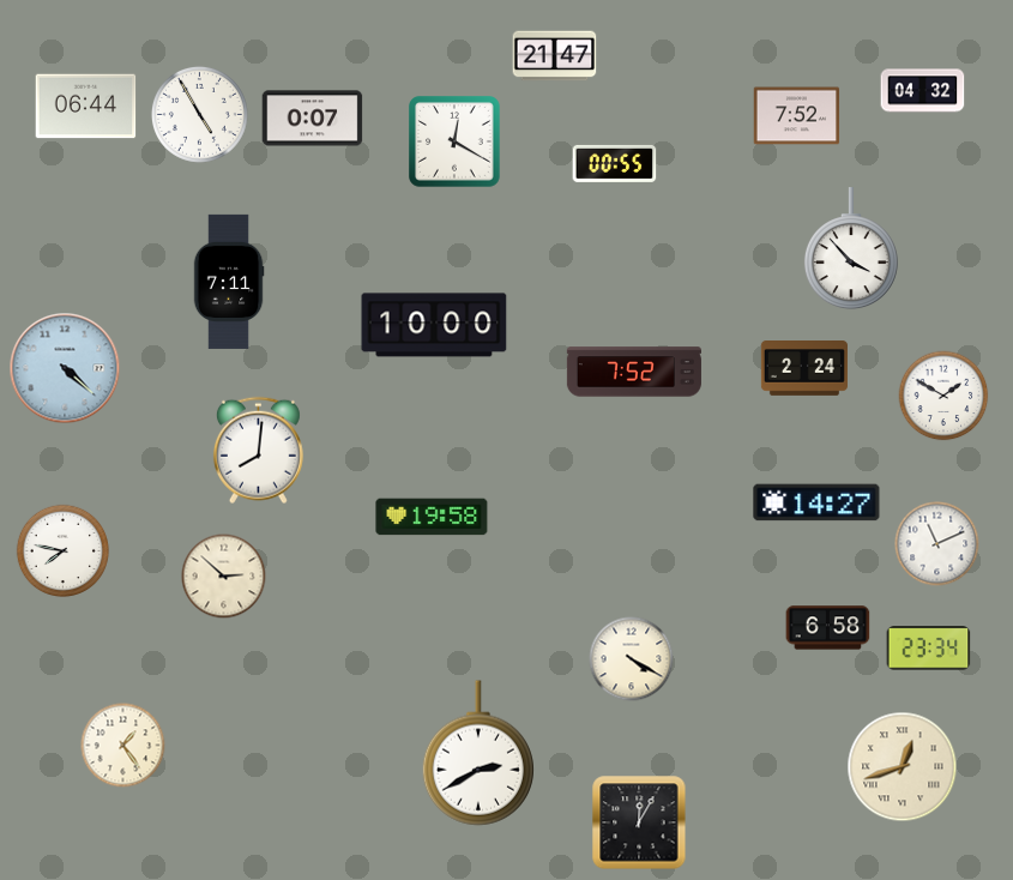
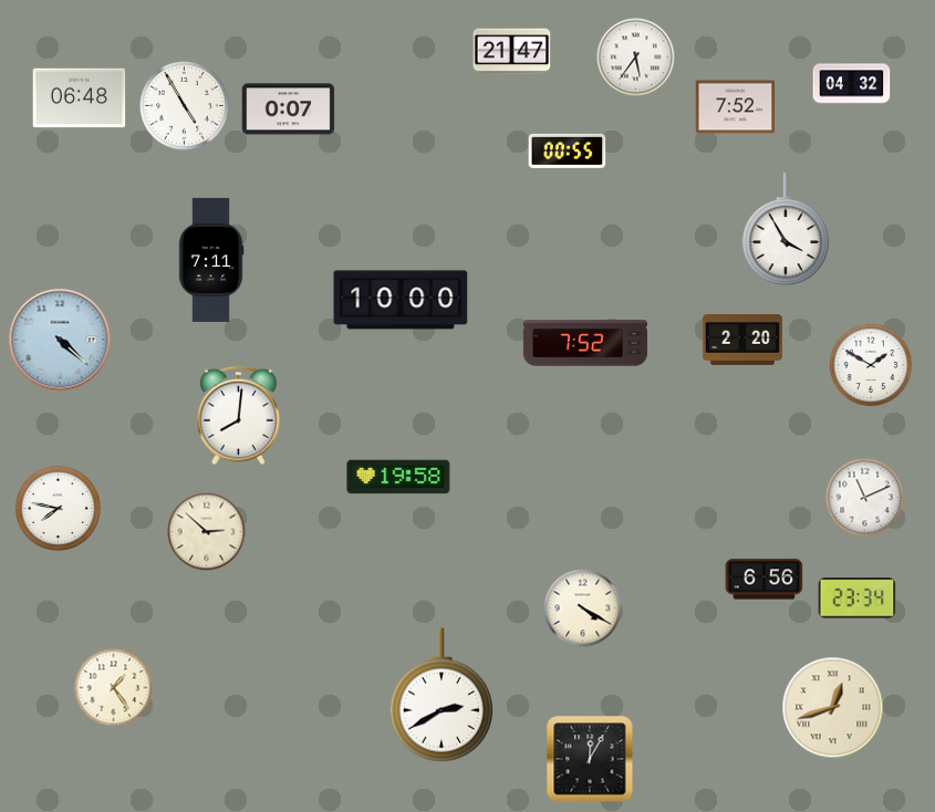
clock at (636, 58): none -> 5:36
clock at (86, 107): 06:44 -> 06:48
clock at (456, 143): 12:20 -> none
clock at (851, 249): 3:53 -> 3:55
clock at (804, 369): 2:24 -> 2:20
clock at (816, 502): 14:27 -> none
clock at (937, 544) position: (937, 544) -> (865, 498)
clock at (828, 628): 6:58 -> 6:56
